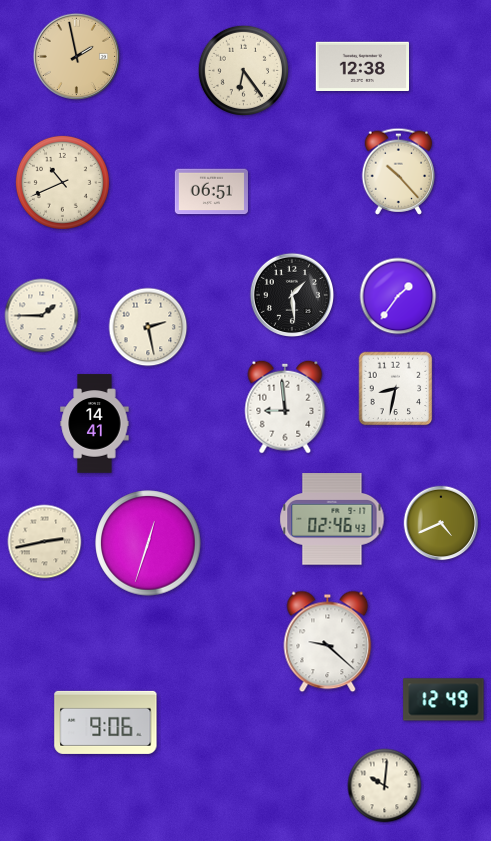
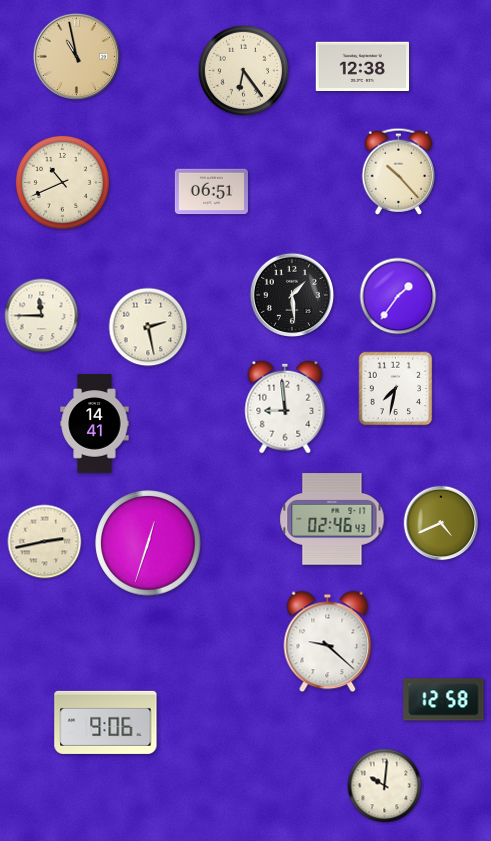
clock at (76, 56): 1:58 -> 10:58
clock at (42, 316): 1:45 -> 11:45
clock at (396, 389): 8:32 -> 7:32
clock at (444, 700): 12:49 -> 12:58
